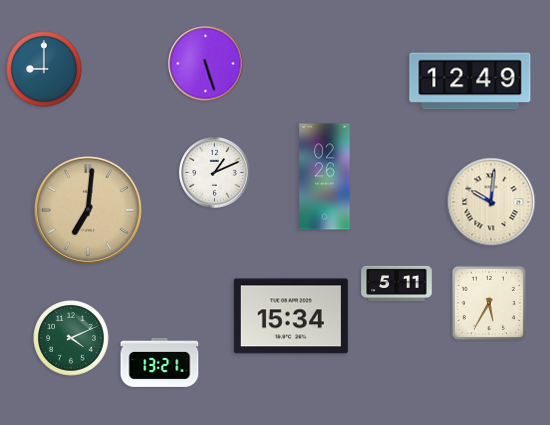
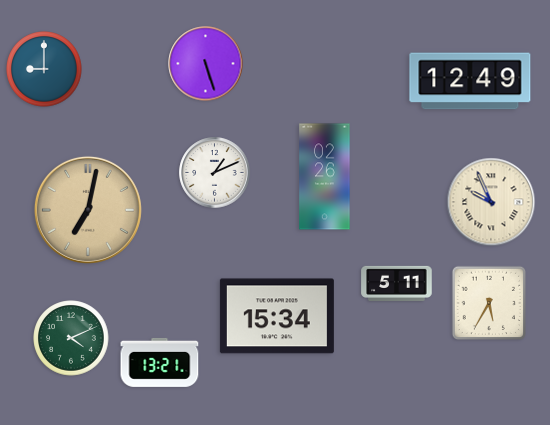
clock at (491, 202): 10:01 -> 9:56
clock at (88, 210): 7:01 -> 7:02
clock at (291, 316) position: (291, 316) -> (277, 316)
